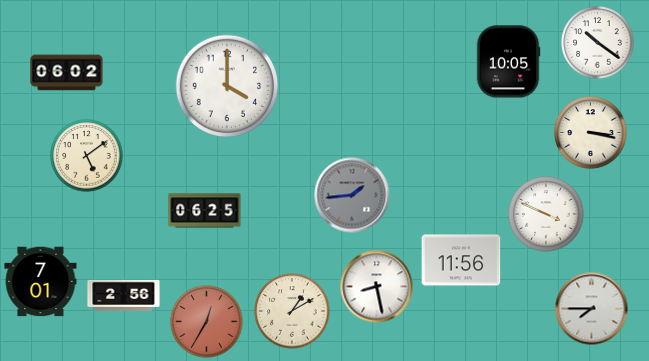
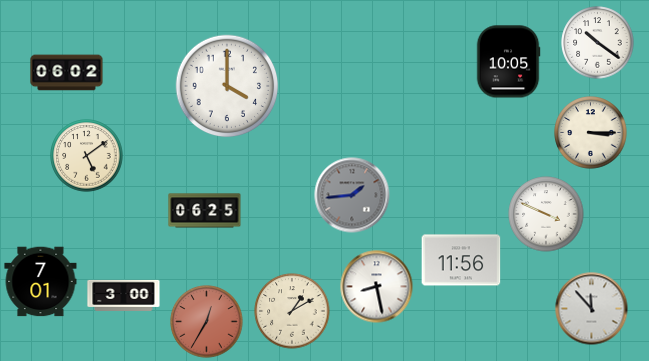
clock at (591, 133): 3:17 -> 3:15
clock at (124, 295): 2:56 -> 3:00
clock at (592, 309): 7:45 -> 11:53
